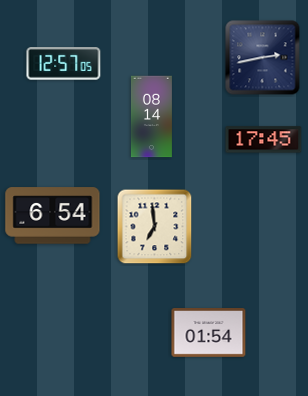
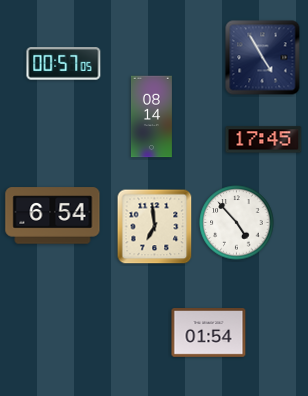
clock at (263, 58): 2:43 -> 4:55
clock at (64, 64): 12:57 -> 00:57
clock at (237, 223): none -> 4:53
